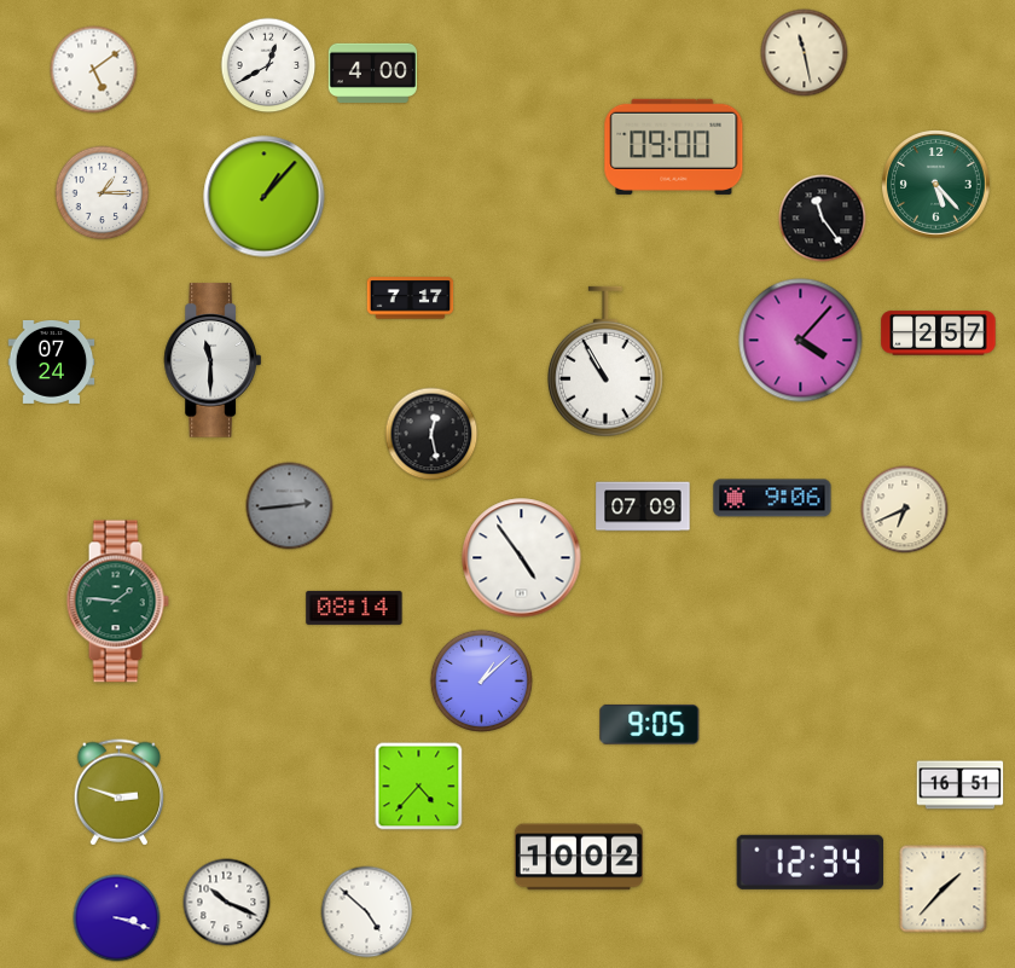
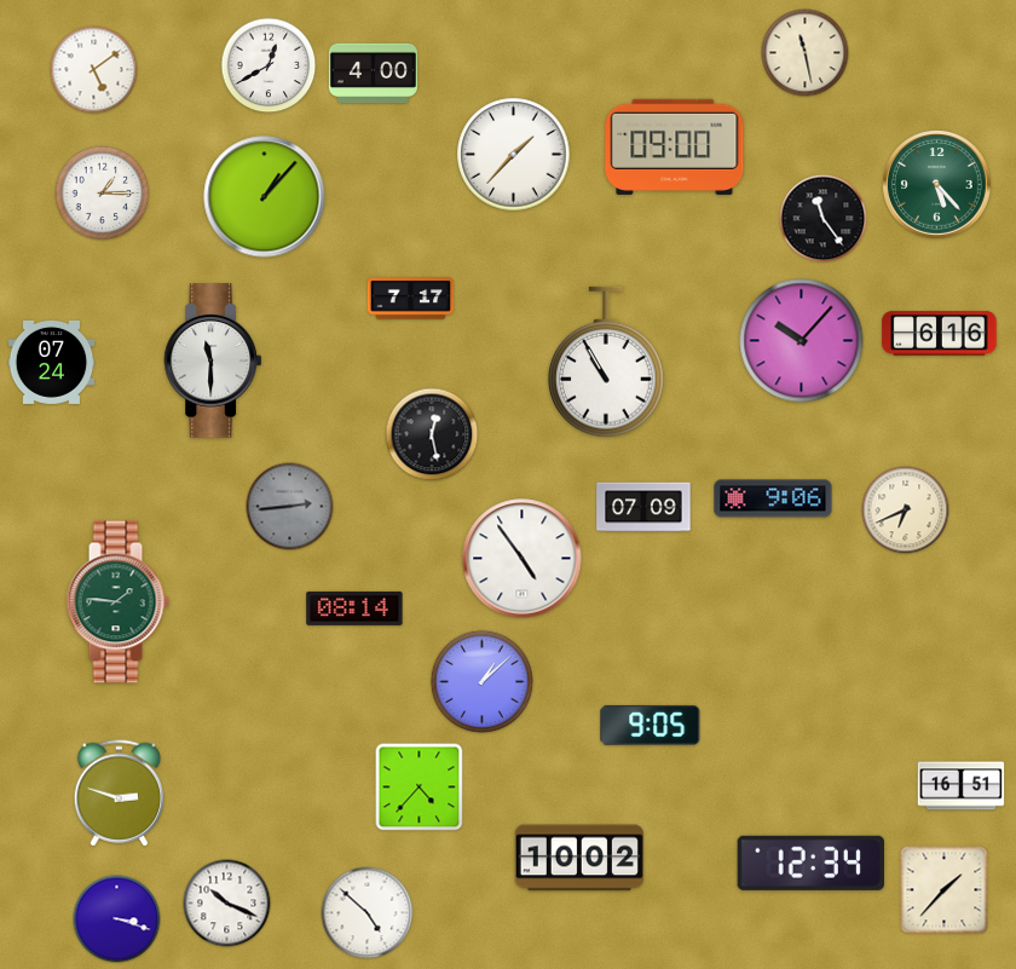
clock at (514, 155): none -> 1:37
clock at (939, 334): 2:57 -> 6:16
clock at (801, 341): 4:07 -> 10:07
